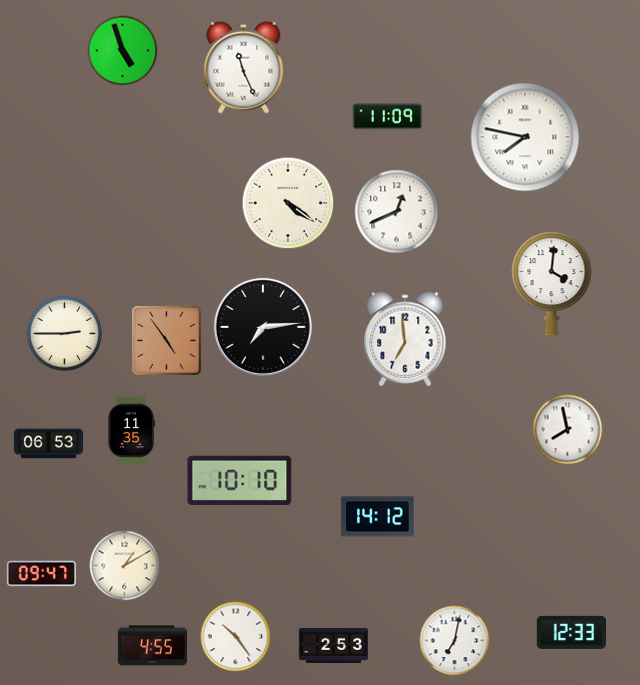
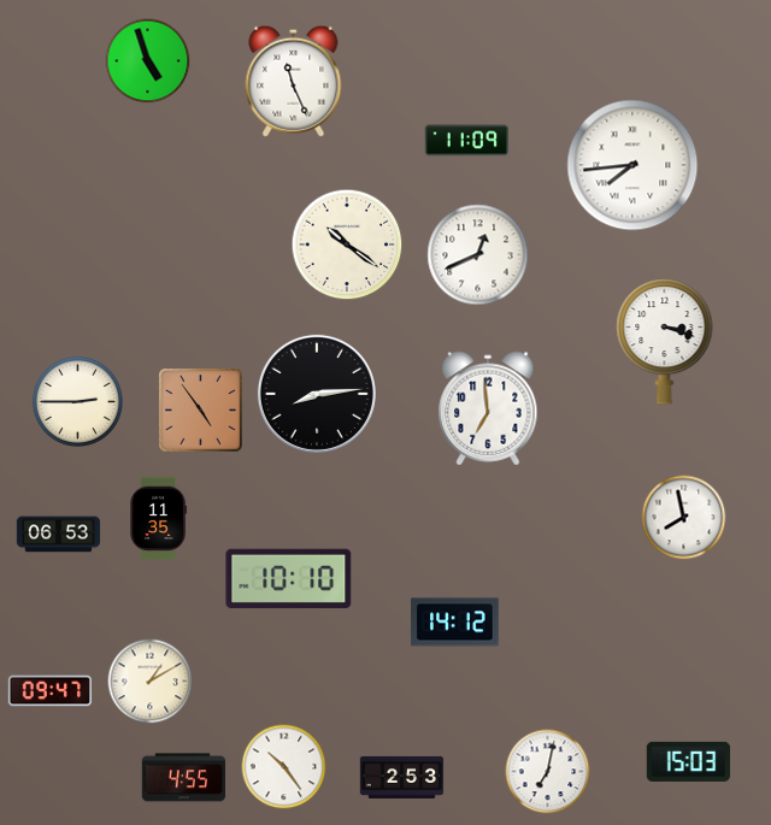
clock at (525, 137): 7:47 -> 7:44
clock at (288, 203): 4:21 -> 10:21
clock at (552, 284): 4:01 -> 3:18
clock at (263, 327): 7:14 -> 8:14
clock at (571, 632): 12:33 -> 15:03
